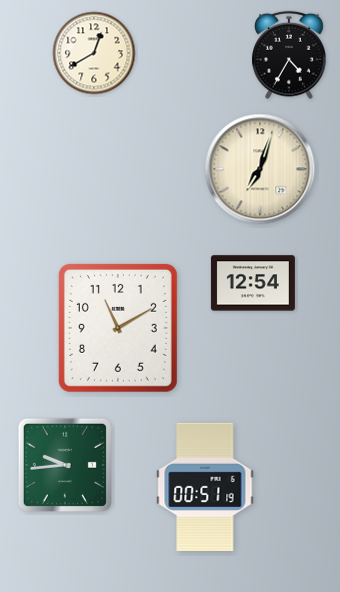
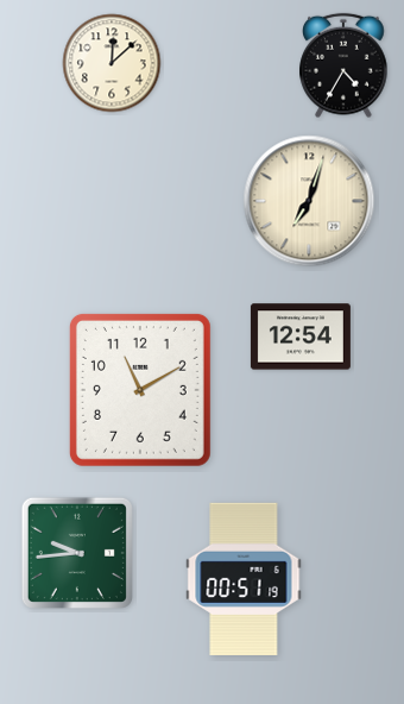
clock at (94, 53): 12:40 -> 12:08
